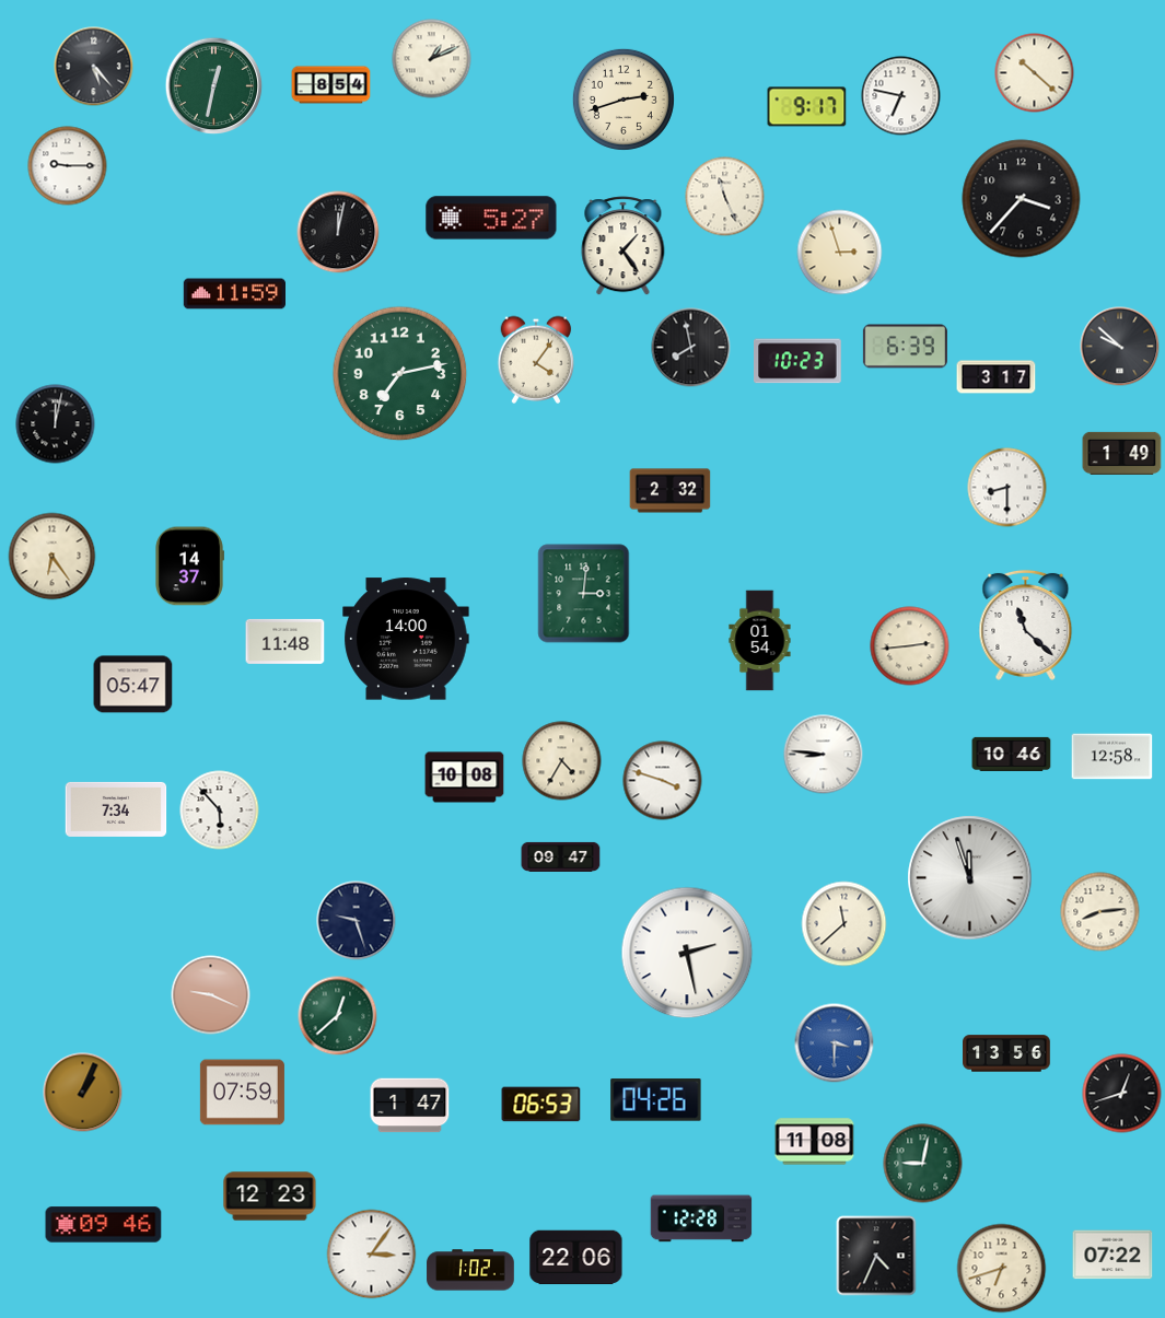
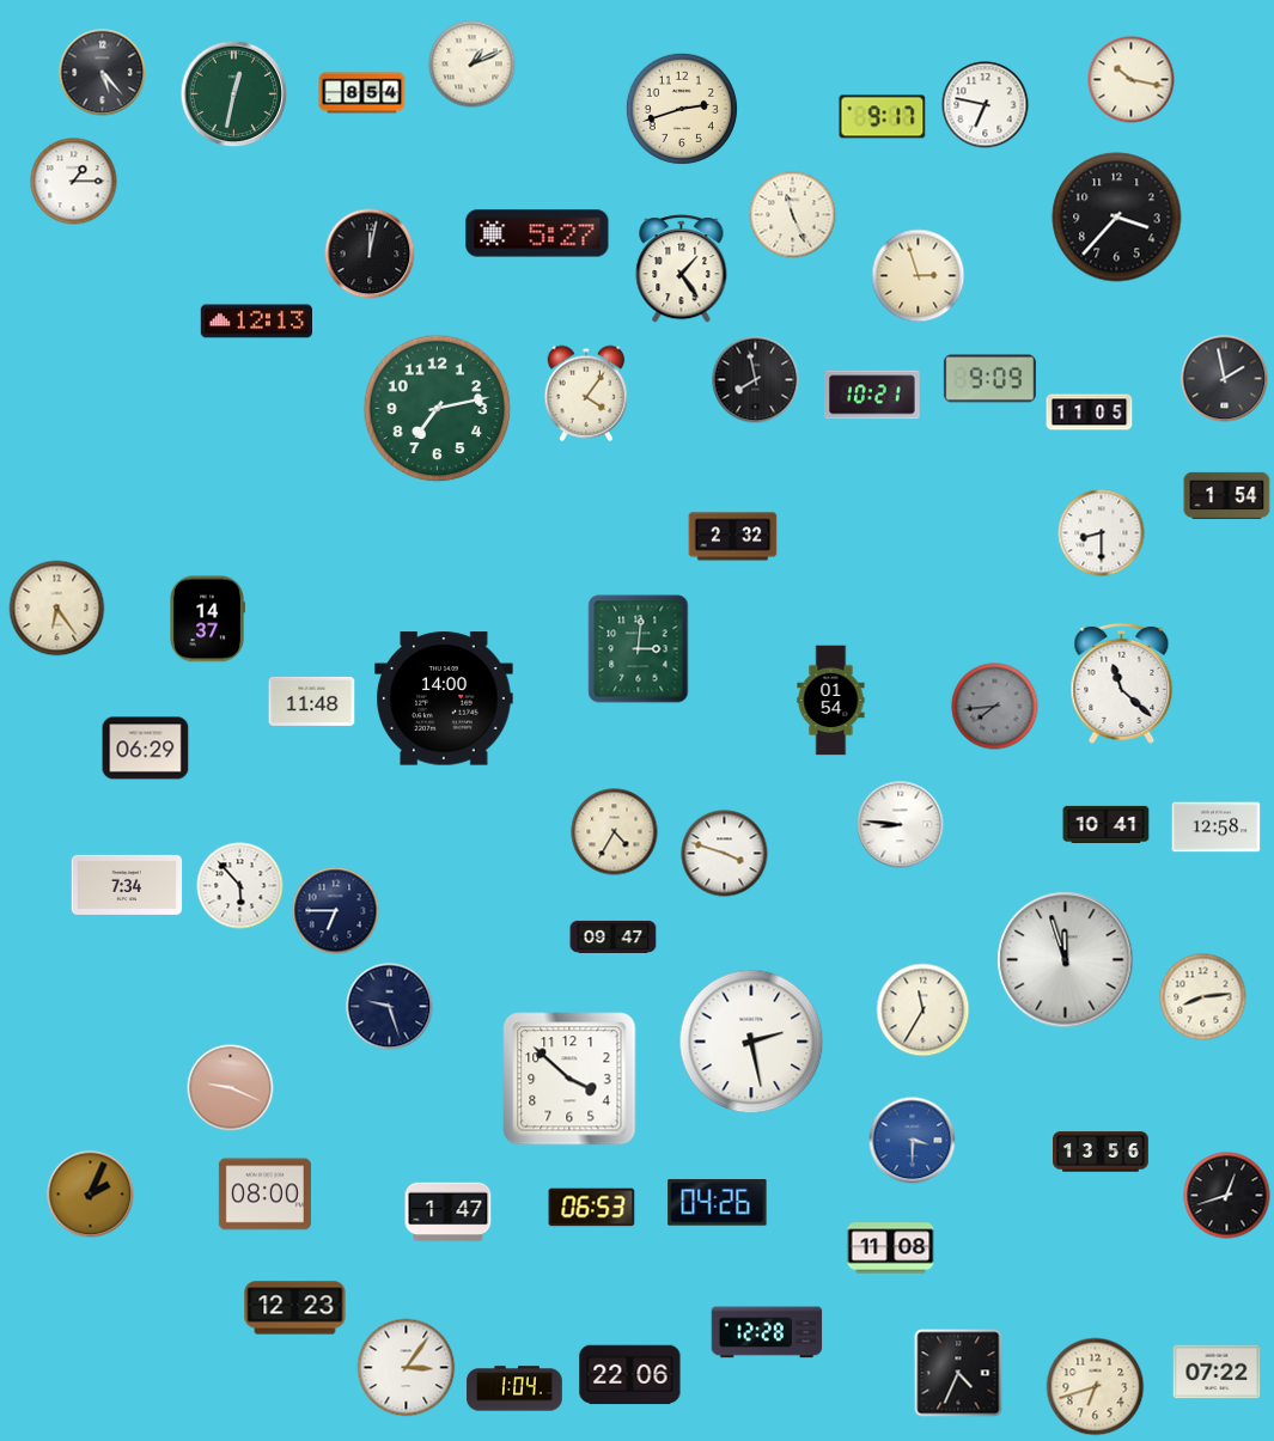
clock at (1035, 73): 10:22 -> 10:17
clock at (68, 166): 9:15 -> 1:15
clock at (491, 218) position: (491, 218) -> (537, 233)
clock at (234, 294): 11:59 -> 12:13
clock at (905, 347): 6:39 -> 9:09
clock at (1120, 347): 9:52 -> 1:58
clock at (799, 361): 10:23 -> 10:21
clock at (997, 377): 3:17 -> 11:05
clock at (56, 424): 12:02 -> none
clock at (1122, 453): 1:49 -> 1:54
clock at (910, 646): 2:44 -> 7:44
clock at (910, 646) dial: cream -> grey
clock at (133, 685): 05:47 -> 06:29
clock at (1012, 754): 10:46 -> 10:41
clock at (465, 778): 10:08 -> none
clock at (336, 911): none -> 6:45
clock at (970, 878) position: (970, 878) -> (1066, 960)
clock at (844, 924): 11:38 -> 11:35
clock at (569, 1079): none -> 3:52
clock at (338, 1016): 12:38 -> none
clock at (83, 1093): 1:04 -> 2:04
clock at (242, 1093): 07:59 -> 08:00
clock at (410, 1106) position: (410, 1106) -> (449, 1213)
clock at (923, 1164): 9:02 -> none
clock at (104, 1225): 09:46 -> none
clock at (372, 1255) position: (372, 1255) -> (407, 1368)
clock at (470, 1270): 1:02 -> 1:04
